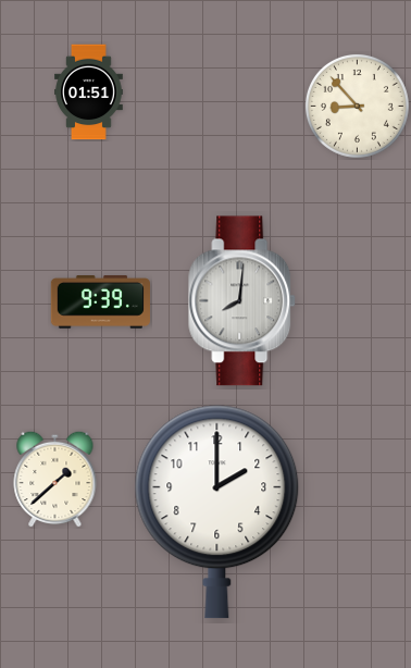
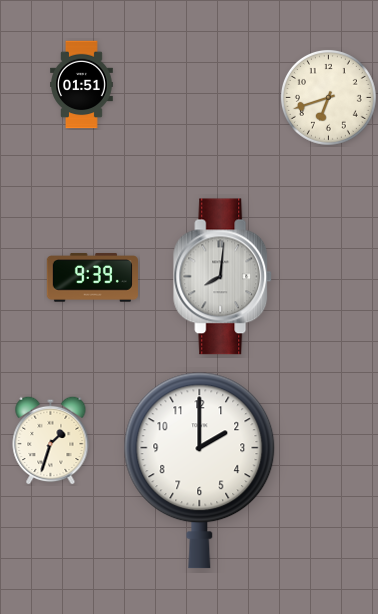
clock at (357, 106): 8:53 -> 6:42
clock at (55, 479): 1:38 -> 1:33
